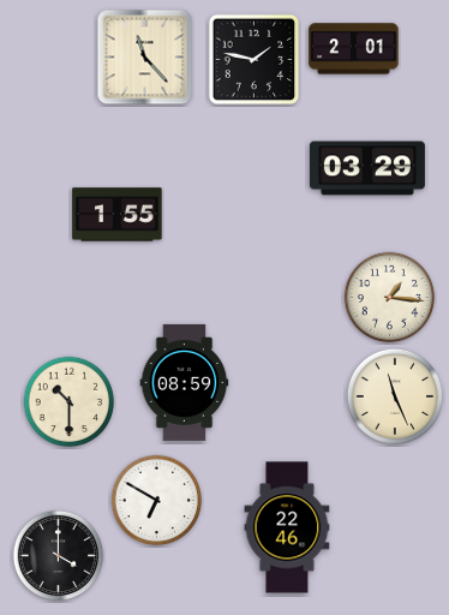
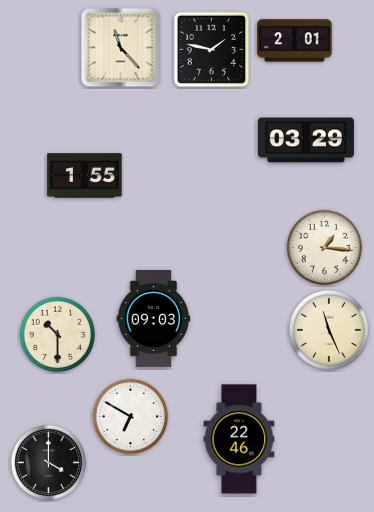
clock at (118, 215) position: (118, 215) -> (85, 176)
clock at (185, 382): 08:59 -> 09:03
